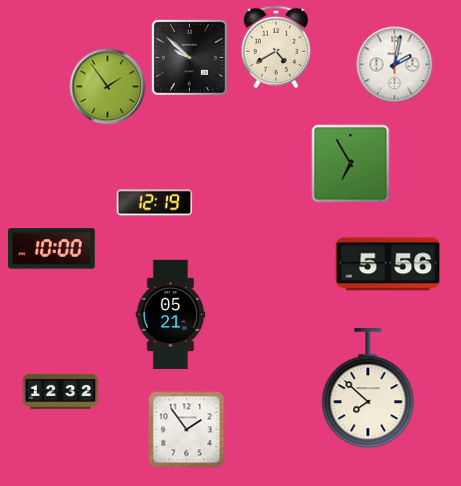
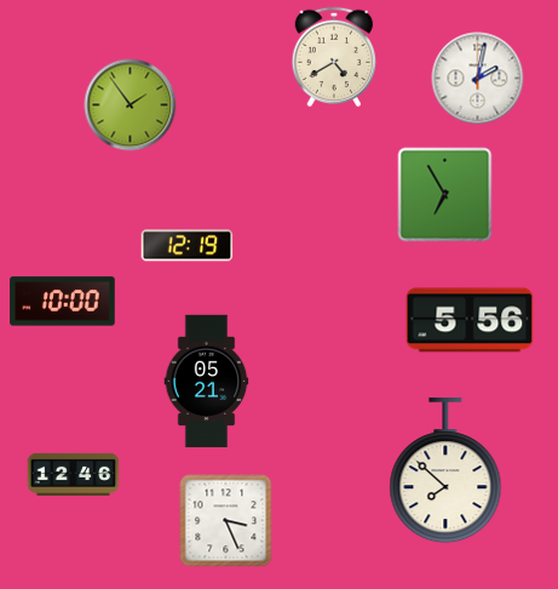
clock at (189, 57): 9:52 -> none
clock at (351, 164) position: (351, 164) -> (445, 195)
clock at (61, 391): 12:32 -> 12:46
clock at (187, 430): 1:54 -> 3:26
